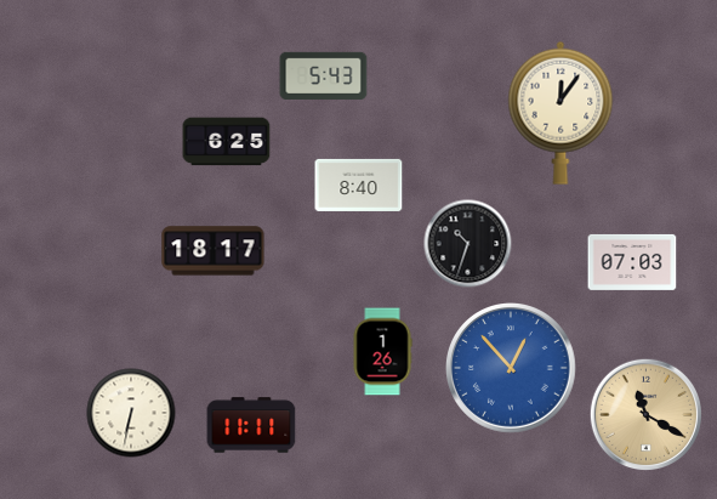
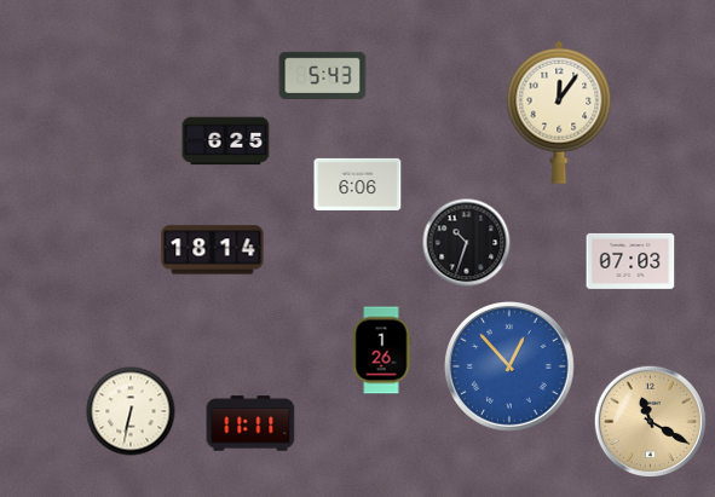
clock at (359, 185): 8:40 -> 6:06
clock at (214, 251): 18:17 -> 18:14
clock at (645, 414) position: (645, 414) -> (650, 421)
